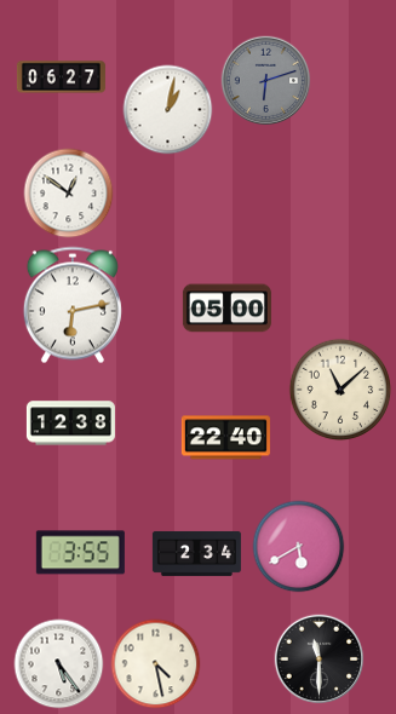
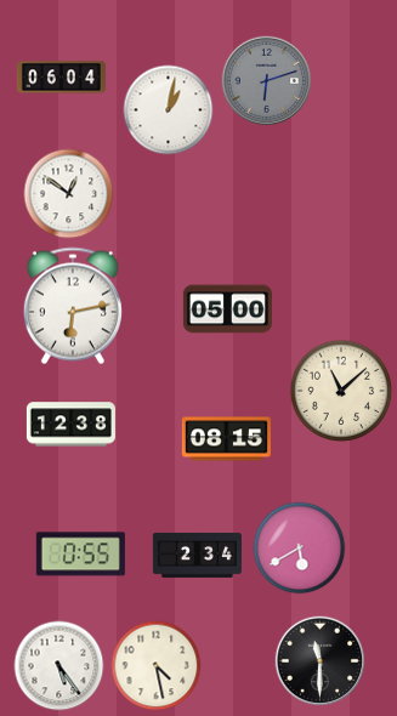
clock at (61, 77): 06:27 -> 06:04
clock at (225, 438): 22:40 -> 08:15
clock at (80, 553): 3:55 -> 0:55
